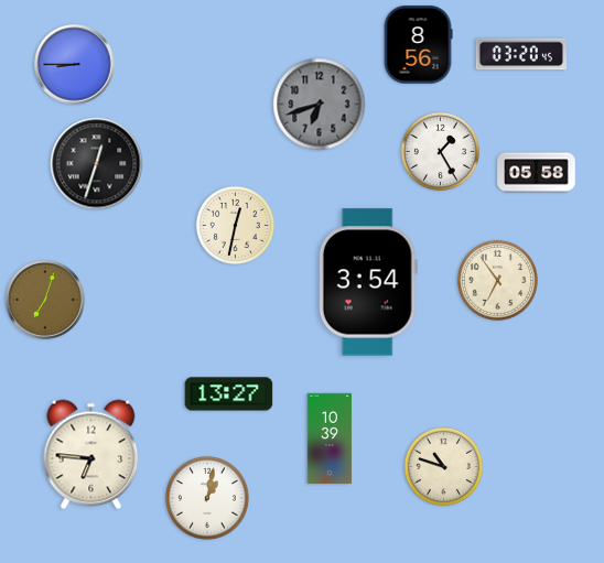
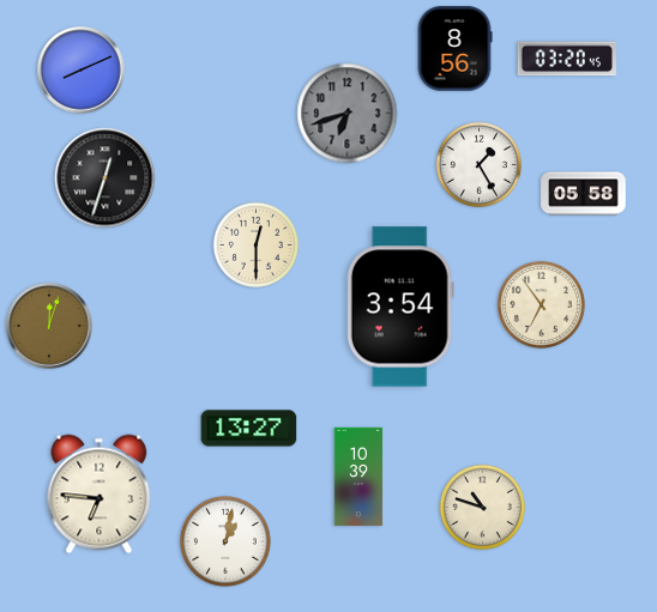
clock at (75, 65): 8:45 -> 8:11
clock at (537, 173) position: (537, 173) -> (584, 194)
clock at (235, 225): 12:32 -> 12:30
clock at (45, 300): 7:03 -> 12:03
